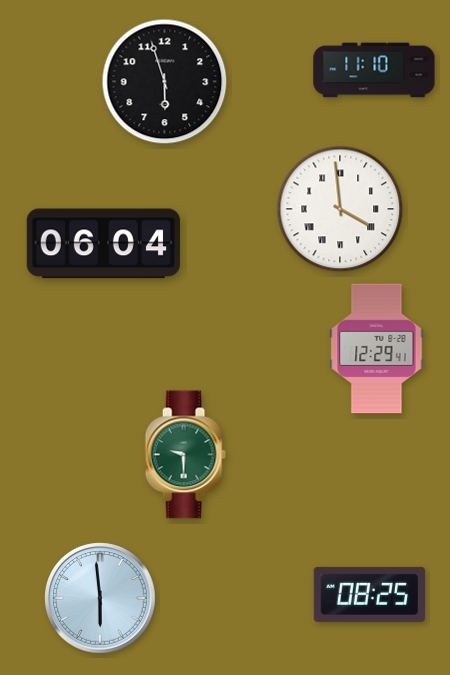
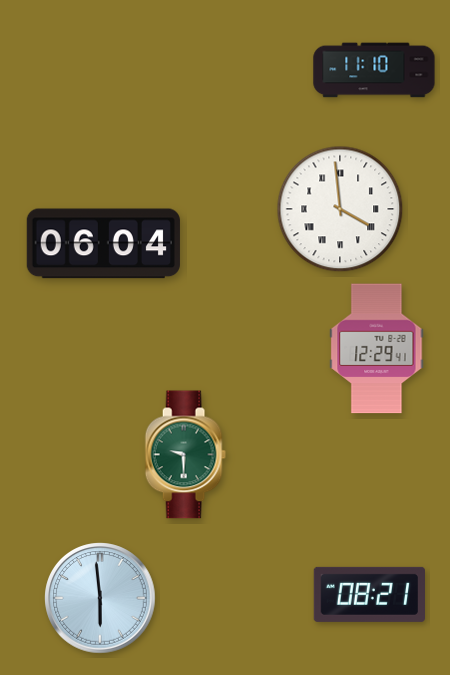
clock at (165, 82): 5:57 -> none
clock at (369, 594): 08:25 -> 08:21
